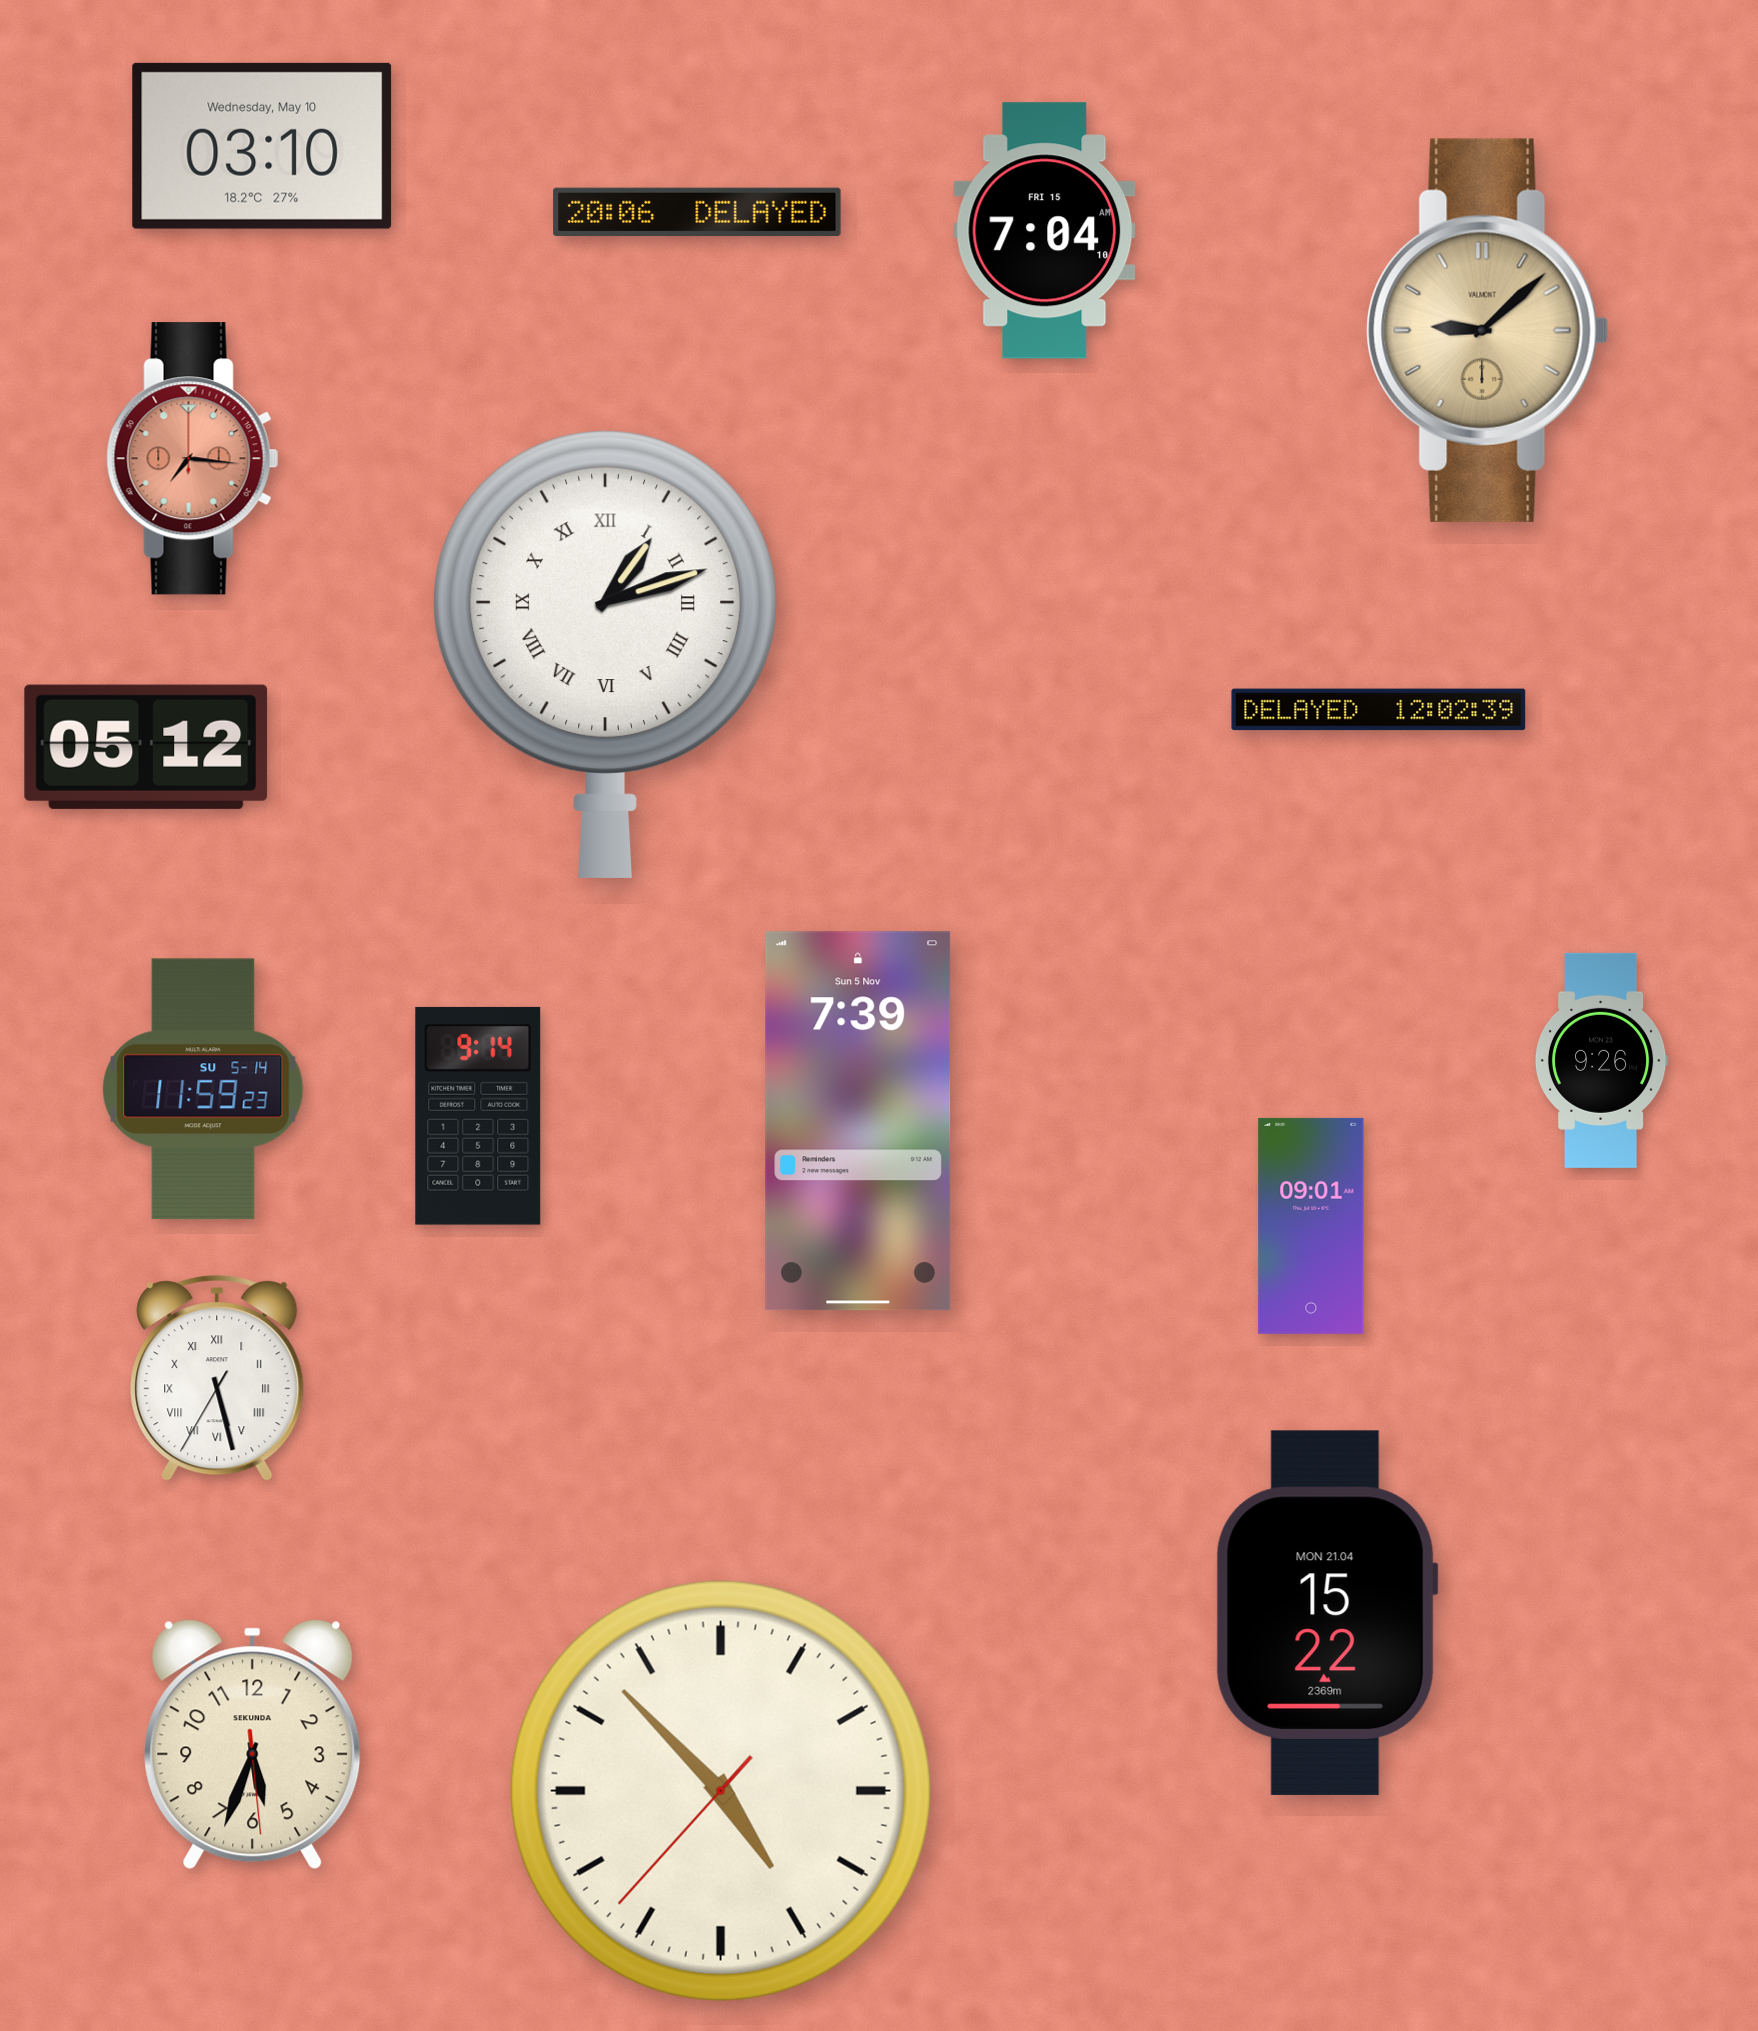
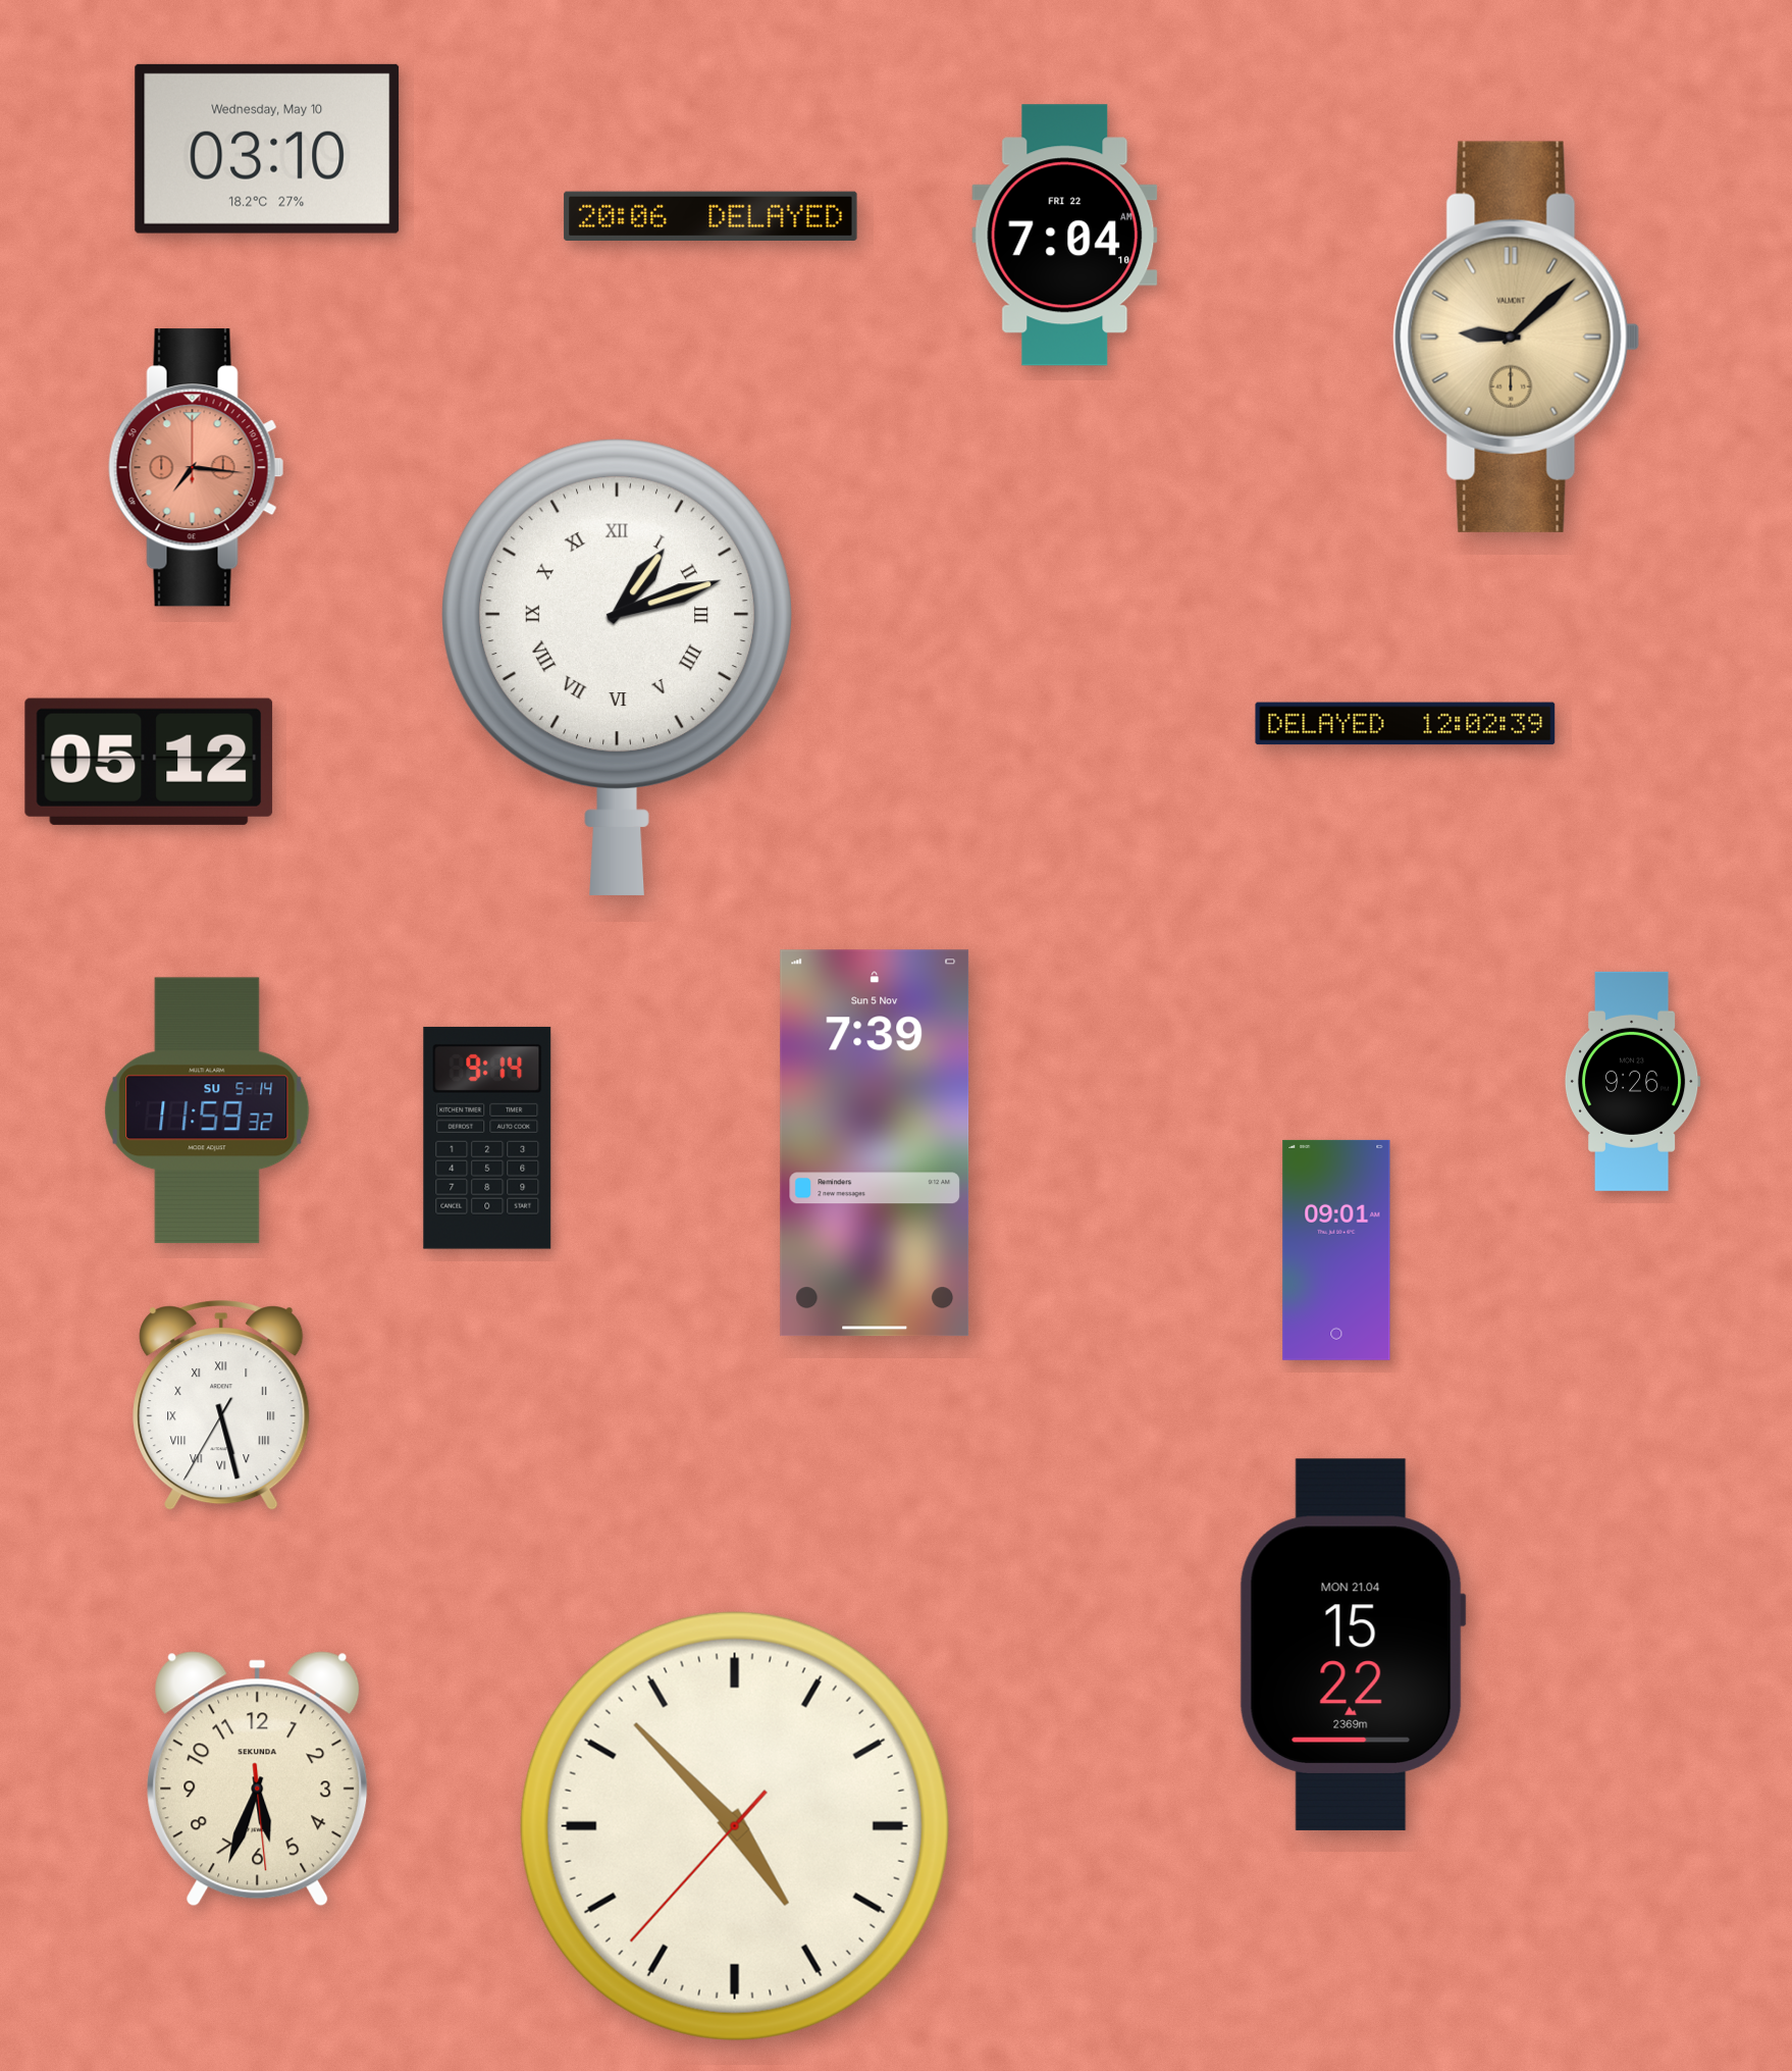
clock at (1045, 231) date: FRI 15 -> FRI 22
clock at (203, 1089): 11:59:23 -> 11:59:32
